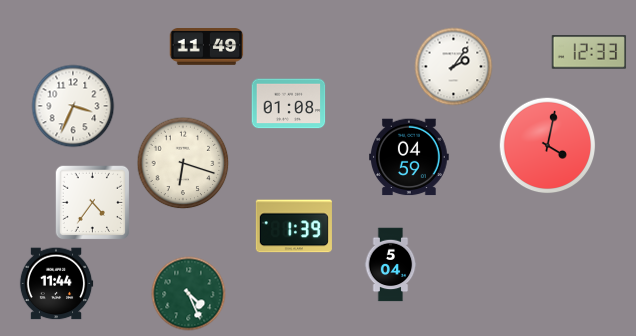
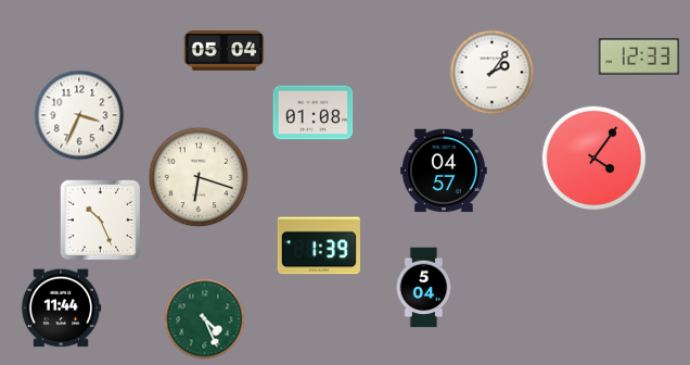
clock at (207, 47): 11:49 -> 05:04
clock at (548, 146): 4:02 -> 4:06
clock at (410, 157): 04:59 -> 04:57
clock at (93, 203): 4:36 -> 10:26
